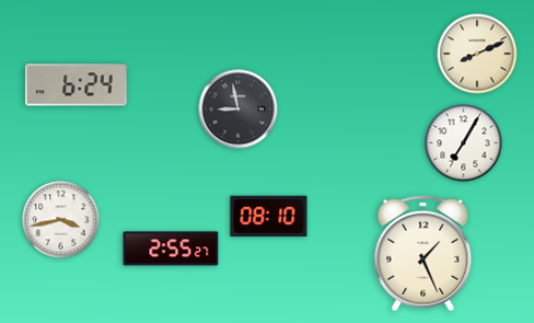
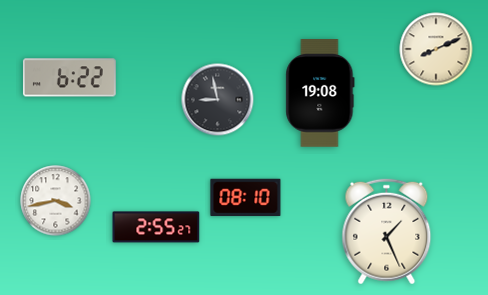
clock at (76, 85): 6:24 -> 6:22
clock at (320, 93): none -> 19:08
clock at (464, 143): 7:05 -> none
